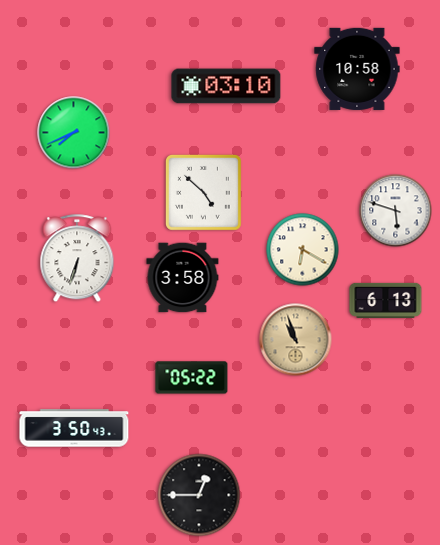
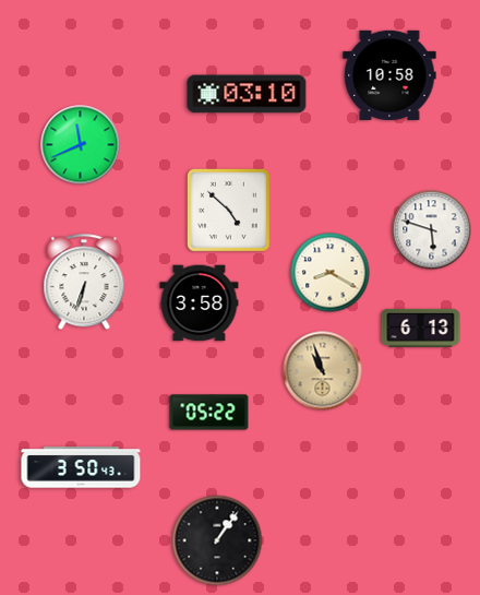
clock at (74, 133): 7:41 -> 11:41
clock at (203, 192) position: (203, 192) -> (228, 210)
clock at (303, 250): 6:20 -> 8:20
clock at (199, 495): 12:45 -> 1:06
